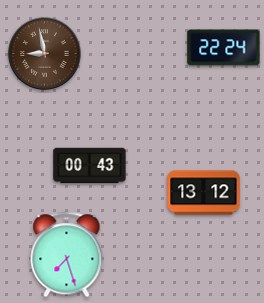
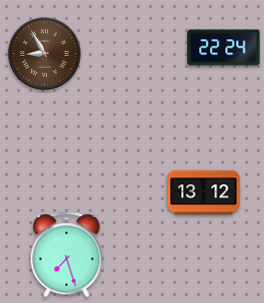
clock at (45, 54): 8:58 -> 8:55
clock at (90, 166): 00:43 -> none
